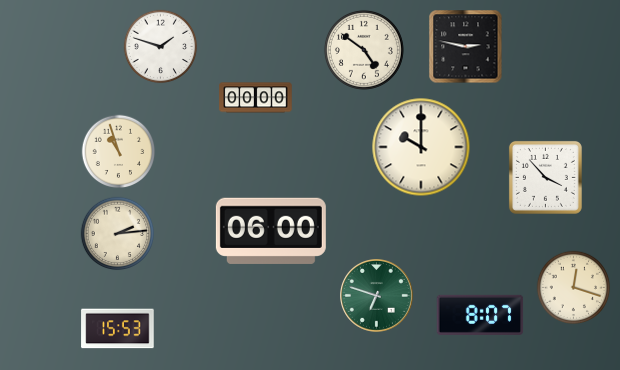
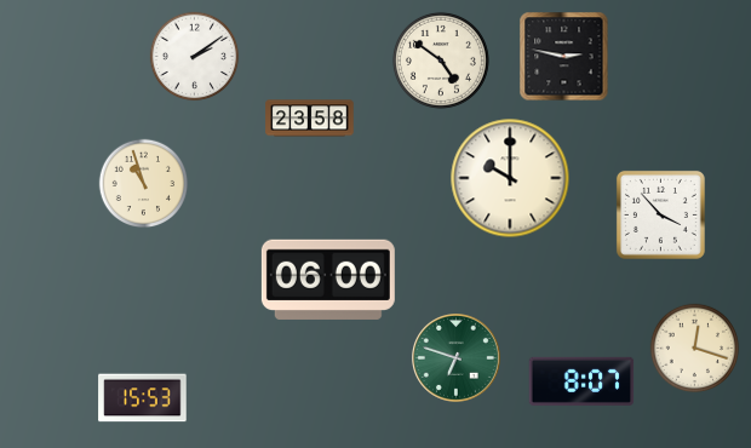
clock at (161, 47): 1:48 -> 2:09
clock at (256, 98): 00:00 -> 23:58
clock at (118, 234): 2:14 -> none
